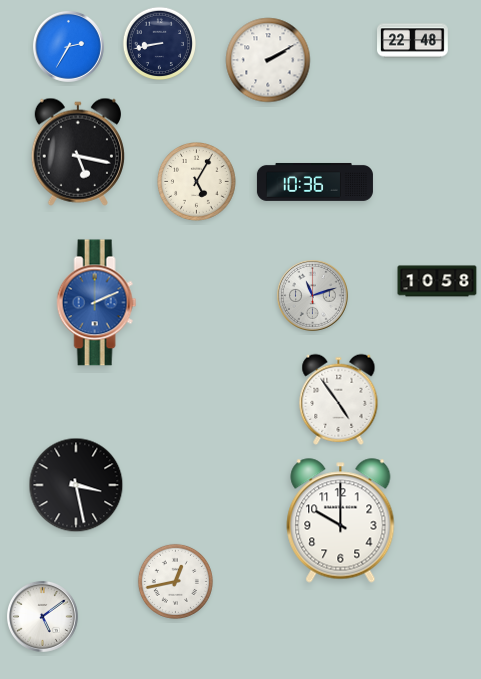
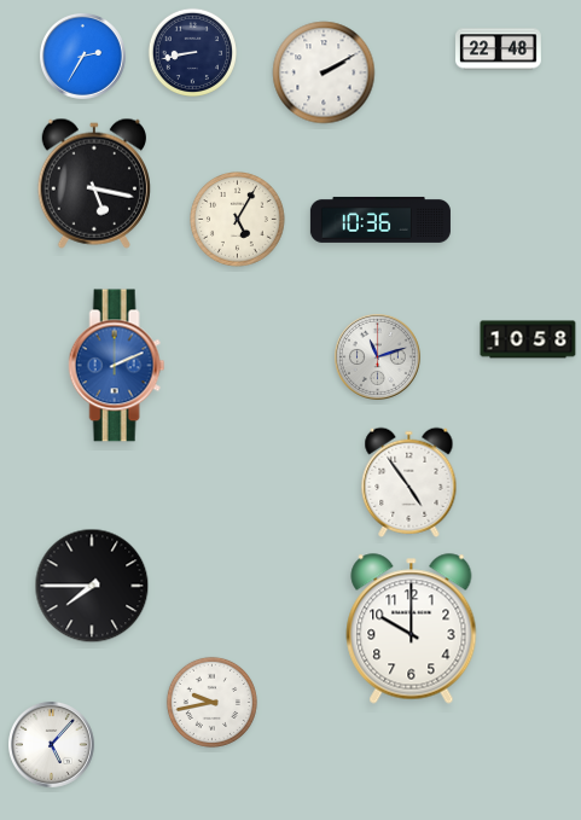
clock at (76, 485): 3:28 -> 7:45
clock at (175, 581): 12:43 -> 9:43
clock at (43, 617): 5:09 -> 5:07
